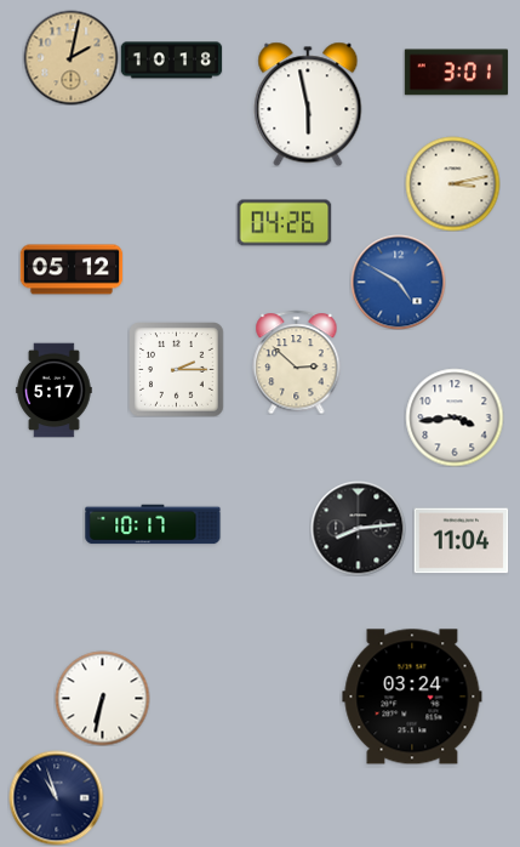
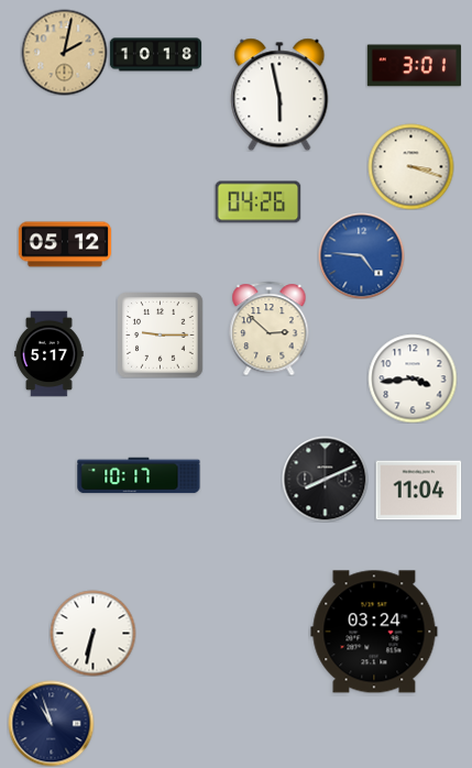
clock at (452, 183): 3:13 -> 3:18
clock at (398, 282): 4:50 -> 4:46
clock at (176, 369): 2:15 -> 9:15
clock at (358, 528): 8:14 -> 8:11
